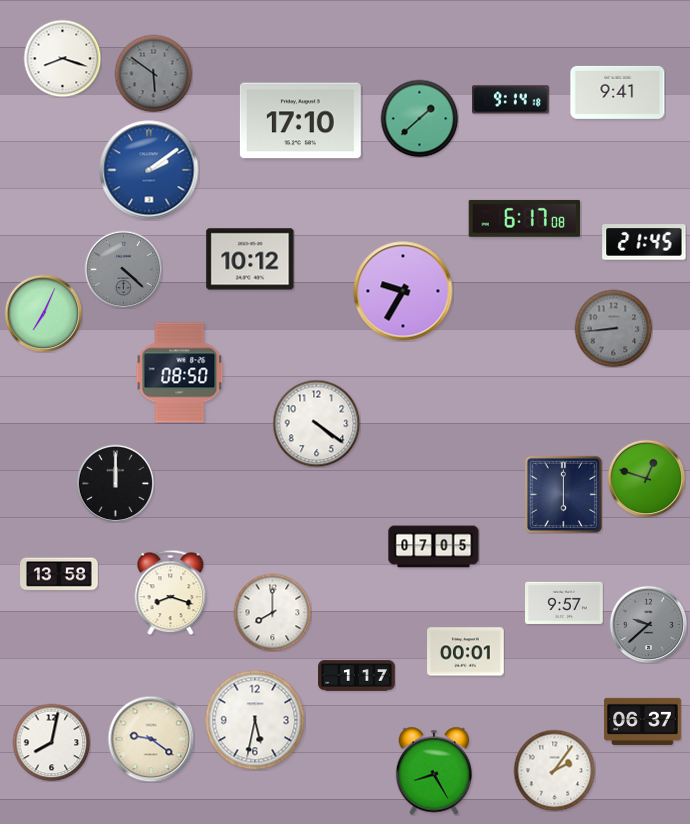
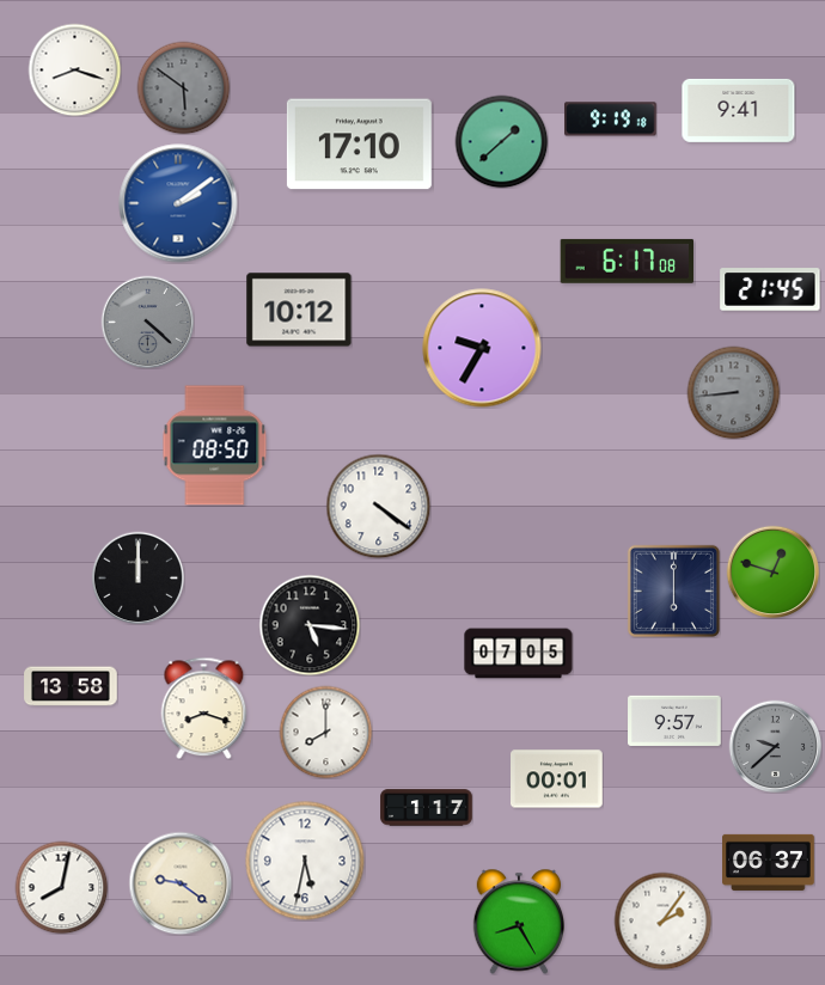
clock at (511, 100): 9:14 -> 9:19
clock at (43, 313): 7:04 -> none
clock at (310, 625): none -> 5:16
